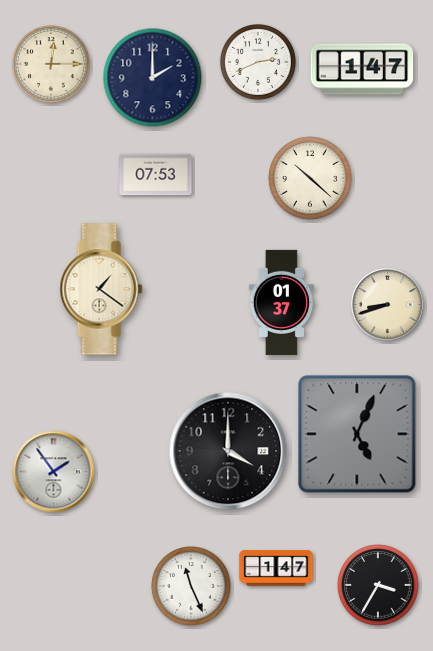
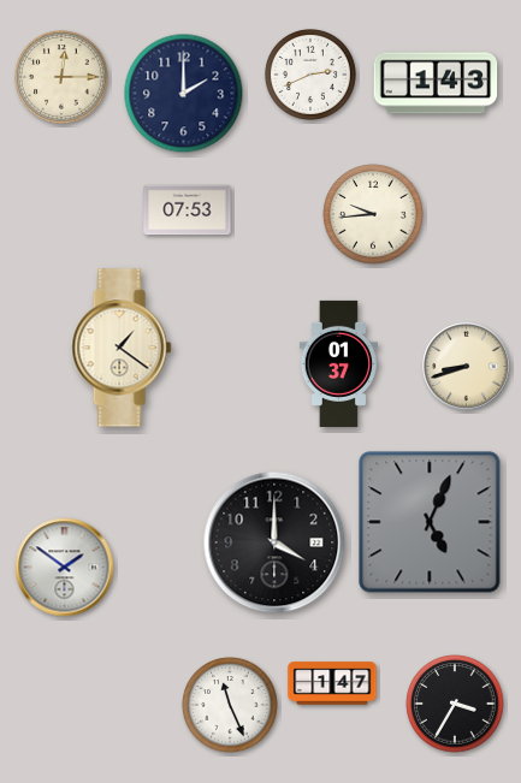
clock at (362, 69): 1:47 -> 1:43
clock at (310, 178): 10:22 -> 9:44
clock at (54, 472): 1:54 -> 1:51
